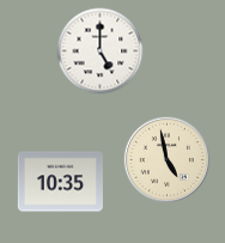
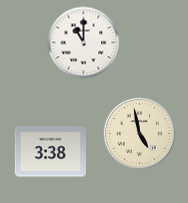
clock at (101, 51): 5:00 -> 11:00
clock at (60, 182): 10:35 -> 3:38
